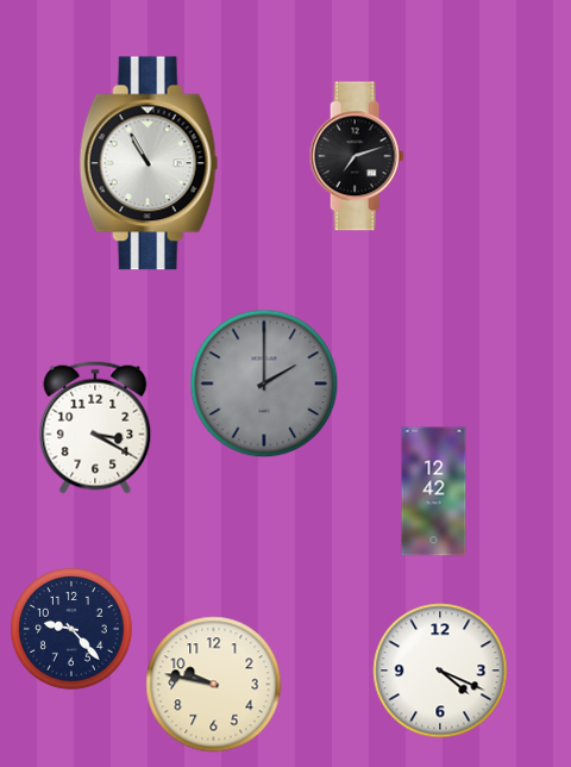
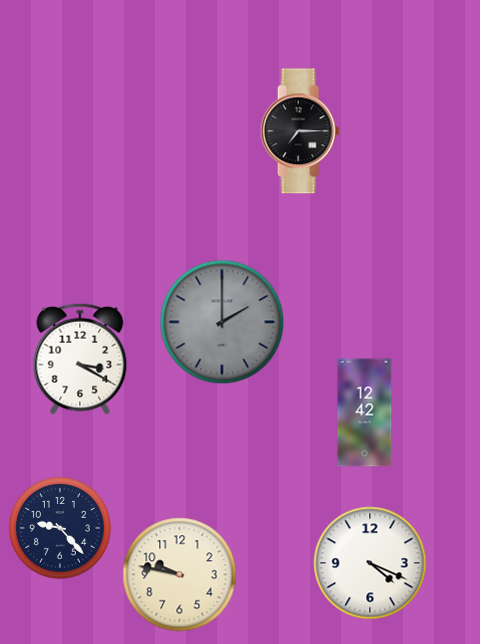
clock at (357, 156): 7:12 -> 7:15
clock at (149, 163): 10:55 -> none
